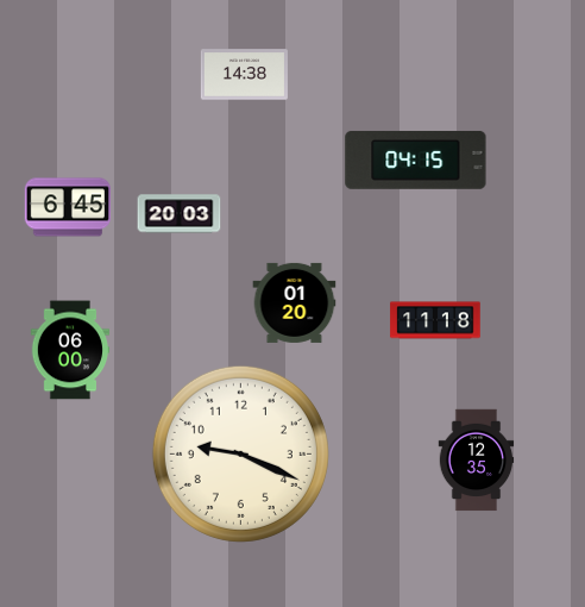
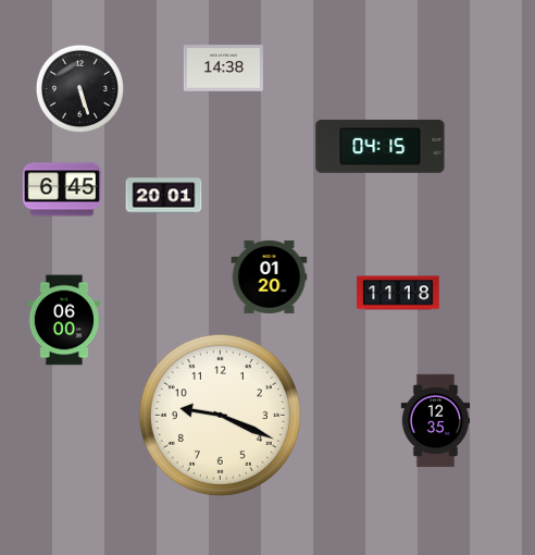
clock at (79, 88): none -> 5:27
clock at (180, 214): 20:03 -> 20:01
